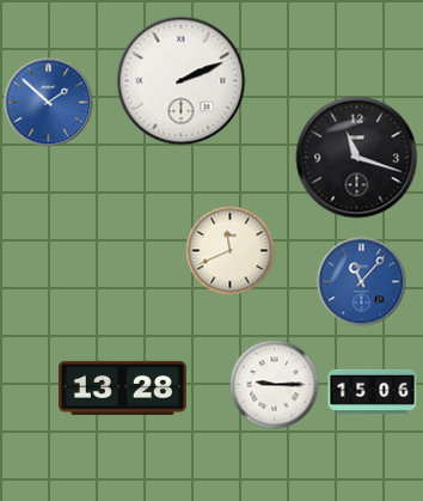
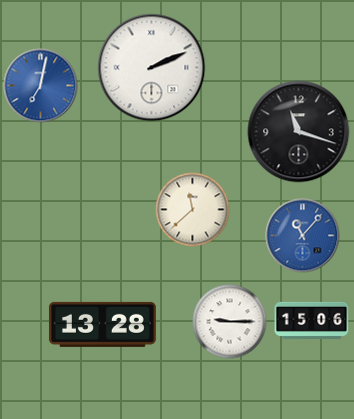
clock at (49, 103): 1:52 -> 7:02
clock at (231, 251): 11:41 -> 11:38
clock at (373, 391) position: (373, 391) -> (312, 320)
